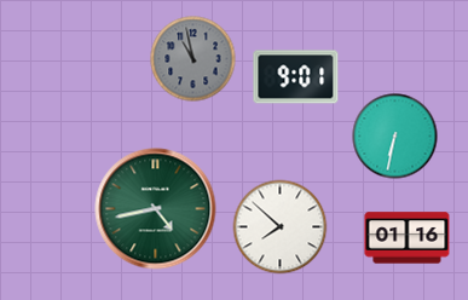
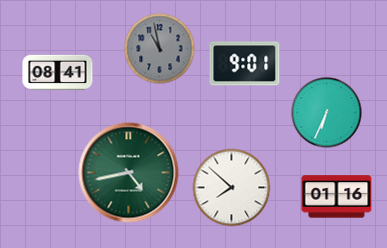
clock at (58, 72): none -> 08:41
clock at (395, 137): 6:32 -> 6:34
